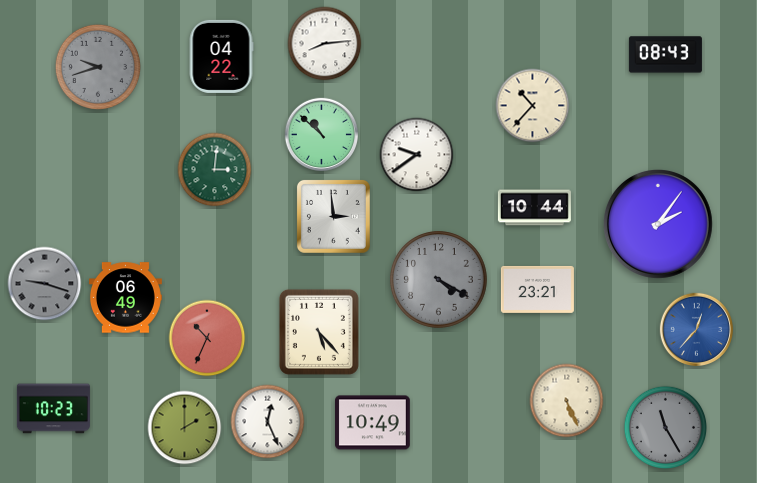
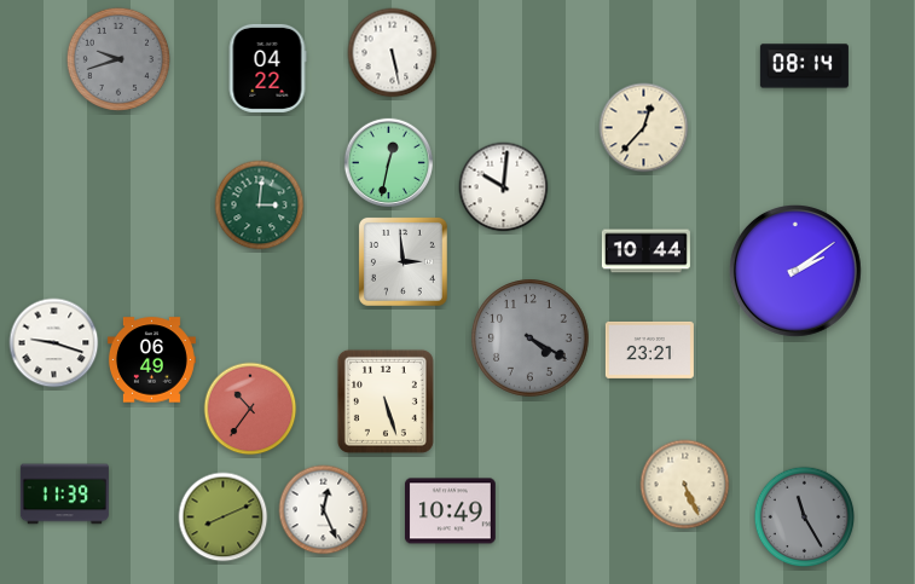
clock at (325, 44): 8:14 -> 5:28
clock at (665, 55): 08:43 -> 08:14
clock at (98, 67) position: (98, 67) -> (118, 59)
clock at (533, 106): 10:37 -> 12:37
clock at (321, 134): 10:52 -> 12:32
clock at (417, 155): 9:39 -> 10:01
clock at (659, 225): 2:06 -> 2:09
clock at (45, 284) dial: grey -> white
clock at (696, 329): 12:37 -> none
clock at (319, 332): 5:23 -> 5:27
clock at (207, 338): 10:34 -> 10:36
clock at (53, 409): 10:23 -> 11:39
clock at (185, 428): 2:00 -> 8:11
